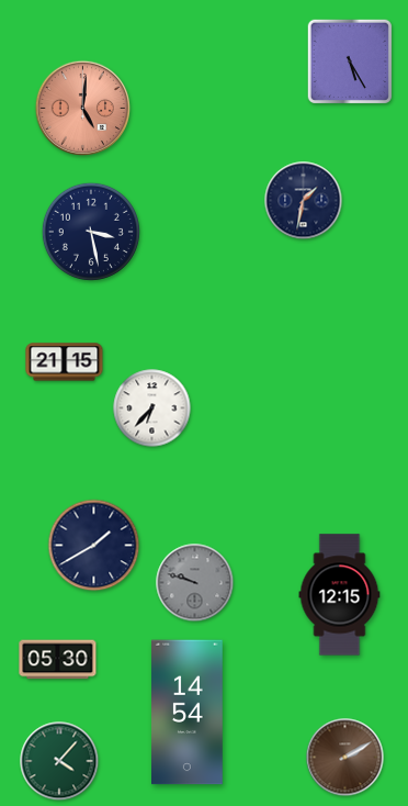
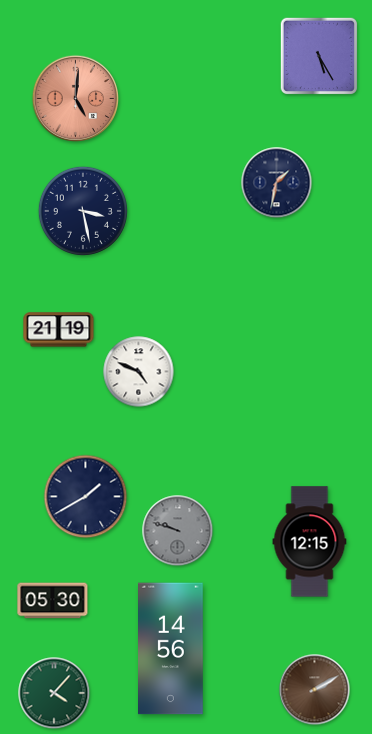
clock at (65, 362): 21:15 -> 21:19
clock at (152, 408): 6:37 -> 4:49
clock at (188, 713): 14:54 -> 14:56
